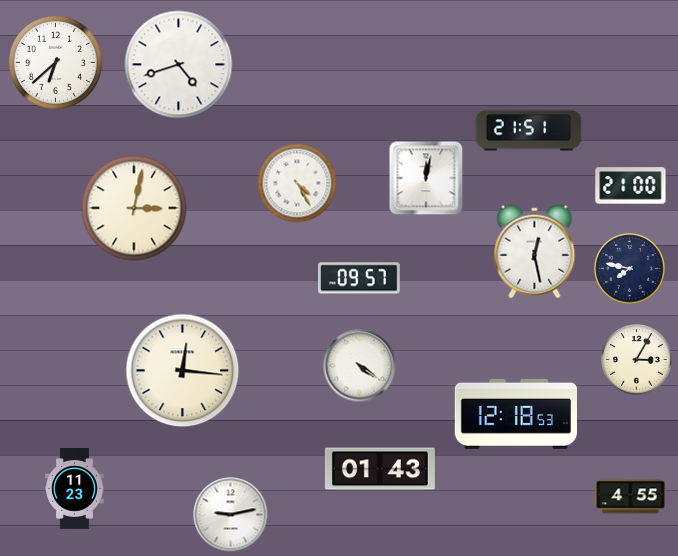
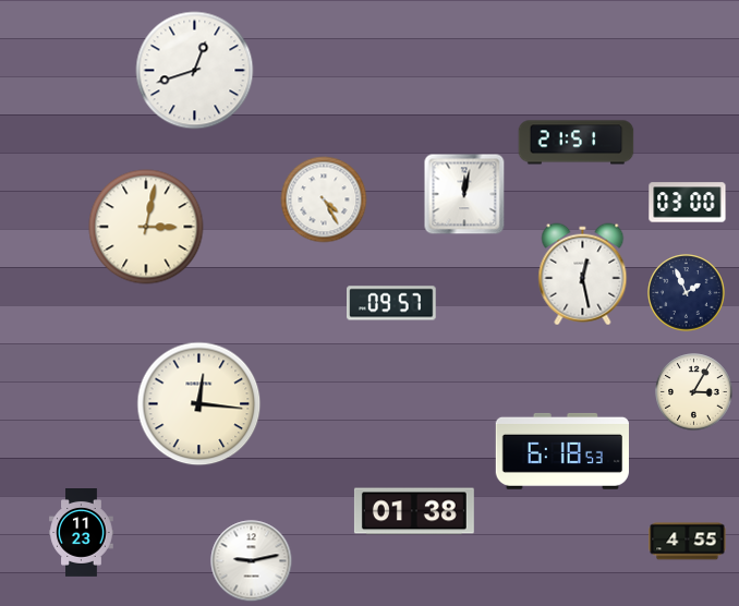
clock at (55, 62): 6:38 -> none
clock at (179, 65): 4:42 -> 12:42
clock at (631, 186): 21:00 -> 03:00
clock at (630, 269): 7:47 -> 1:56
clock at (360, 366): 4:21 -> none
clock at (516, 414): 12:18 -> 6:18
clock at (380, 469): 01:43 -> 01:38
